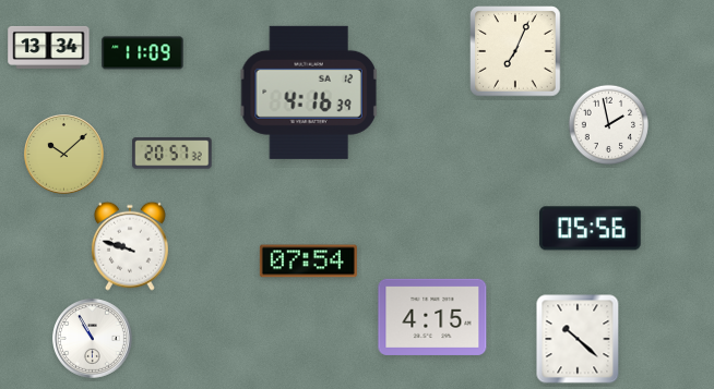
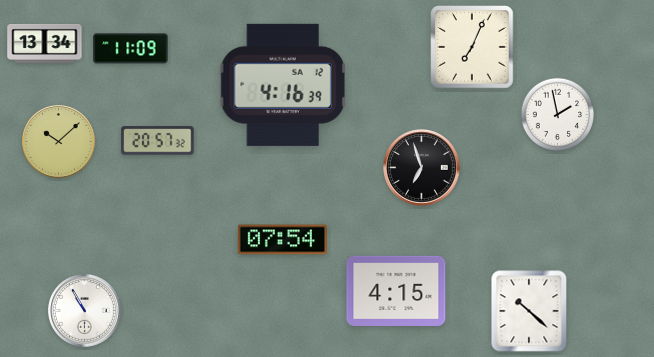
clock at (422, 168): none -> 6:57
clock at (591, 229): 05:56 -> none
clock at (130, 246): 9:48 -> none
